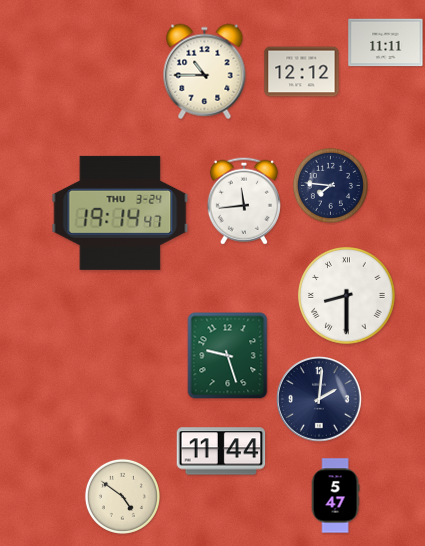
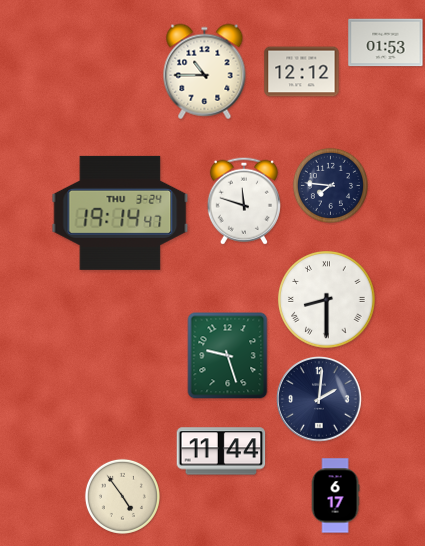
clock at (386, 43): 11:11 -> 01:53
clock at (244, 201): 11:44 -> 11:48
clock at (347, 296) position: (347, 296) -> (327, 300)
clock at (122, 496): 4:51 -> 4:54
clock at (335, 496): 5:47 -> 6:17
